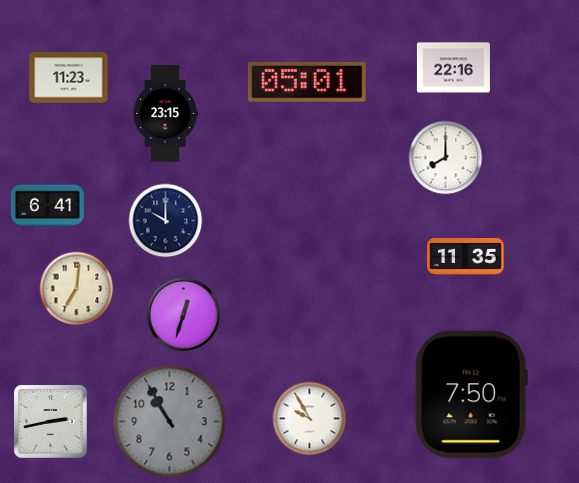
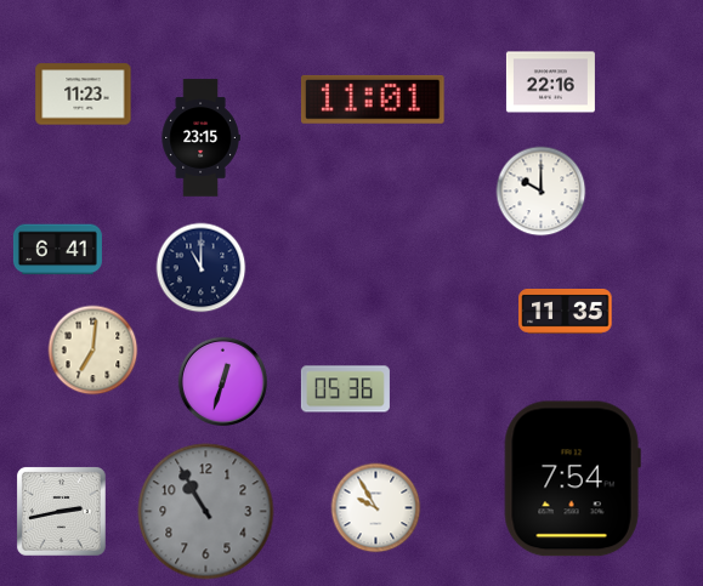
clock at (308, 82): 05:01 -> 11:01
clock at (446, 158): 8:00 -> 10:00
clock at (166, 221): 10:00 -> 11:00
clock at (345, 389): none -> 05:36
clock at (471, 395): 7:50 -> 7:54
